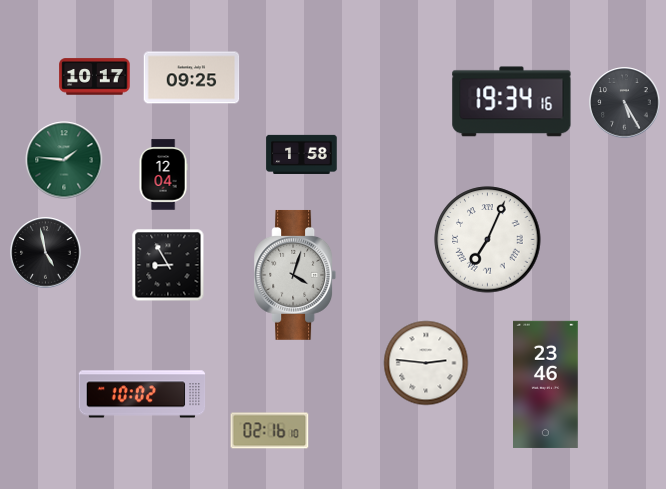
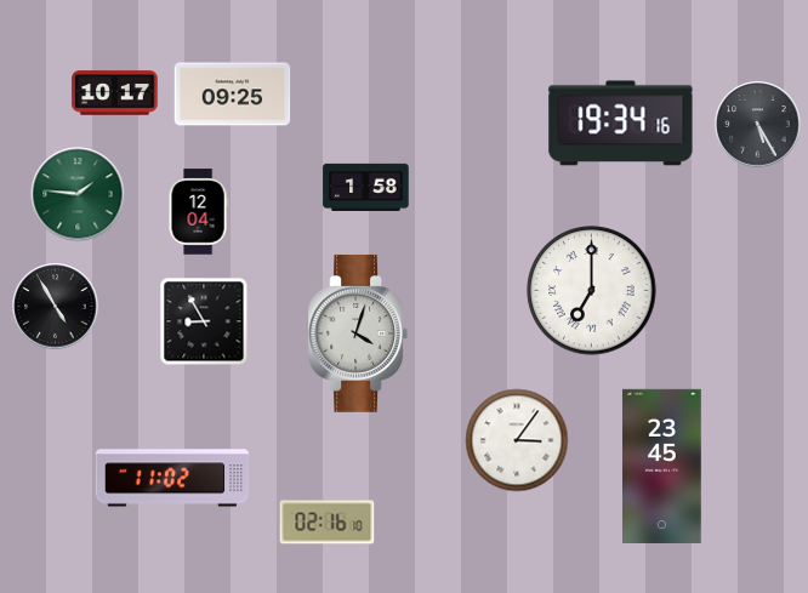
clock at (488, 240): 7:04 -> 7:00
clock at (46, 253): 4:58 -> 4:55
clock at (426, 363): 2:46 -> 3:06
clock at (546, 384): 23:46 -> 23:45
clock at (142, 394): 10:02 -> 11:02
